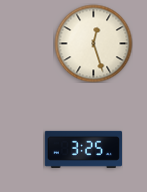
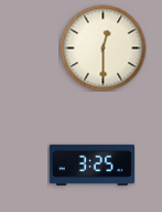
clock at (93, 43): 12:27 -> 12:30
